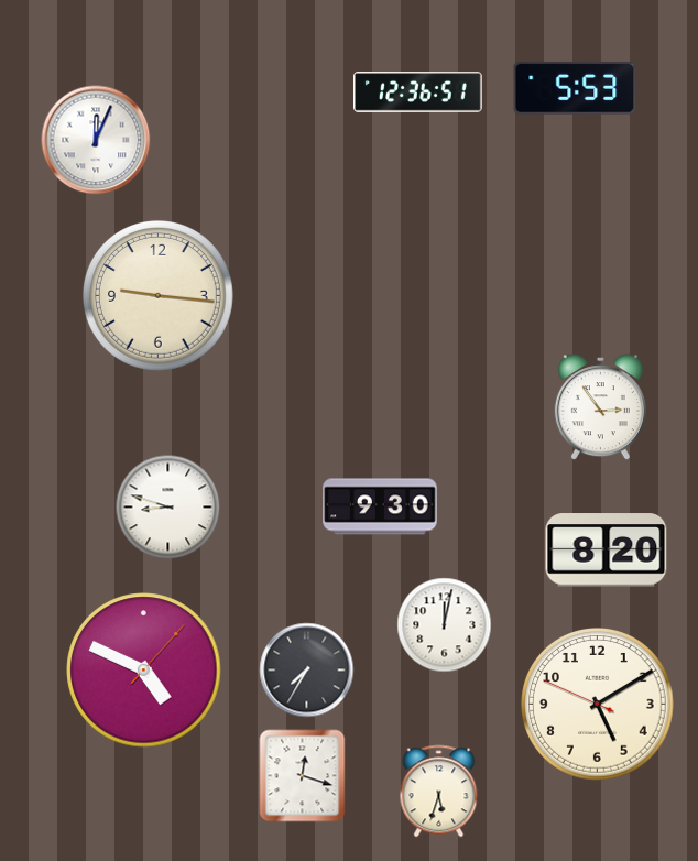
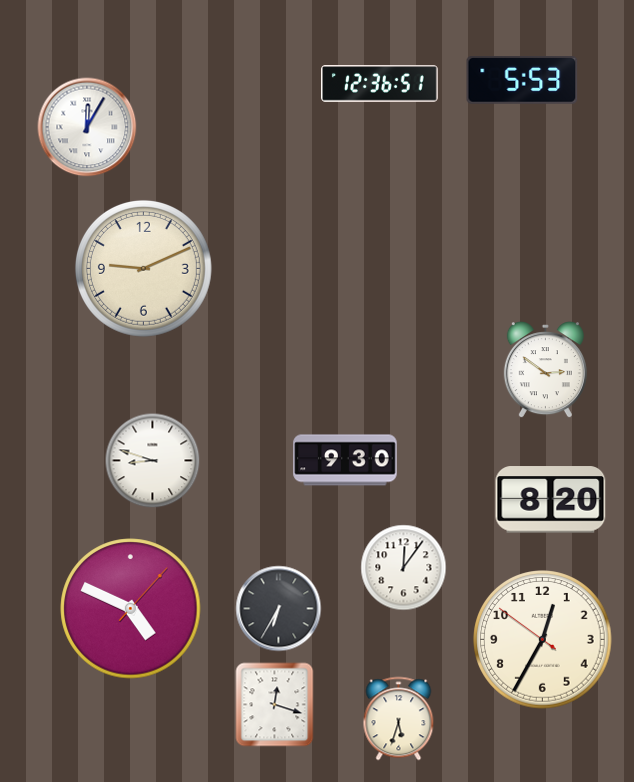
clock at (96, 140): 12:04 -> 12:05
clock at (157, 295): 9:16 -> 9:11
clock at (600, 407): 2:54 -> 2:51
clock at (445, 625): 12:02 -> 12:06
clock at (307, 671): 7:35 -> 6:35
clock at (598, 705): 5:09 -> 12:34
